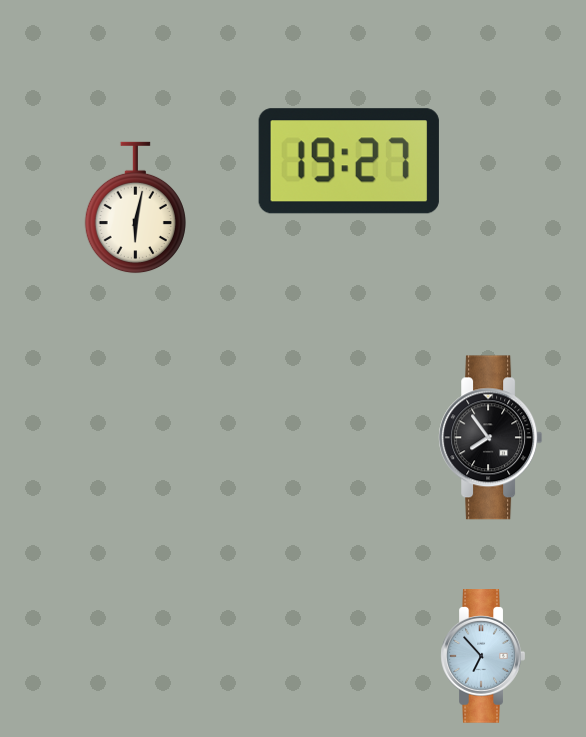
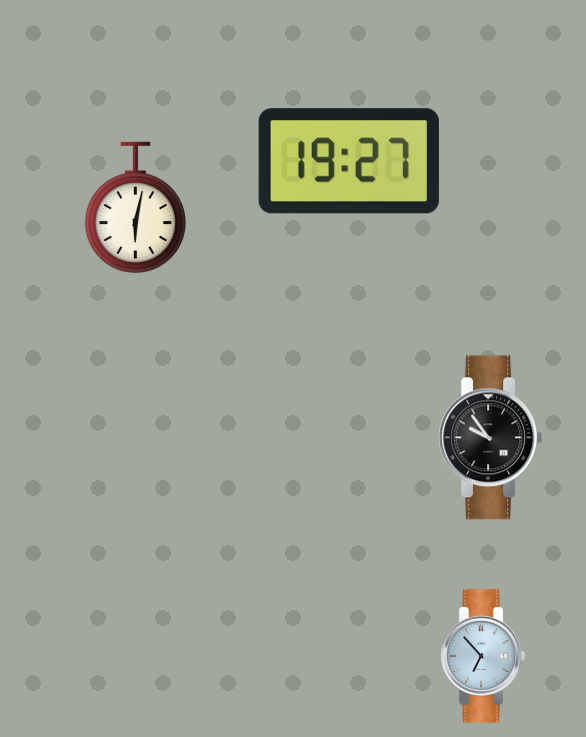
clock at (491, 438): 7:54 -> 9:54
